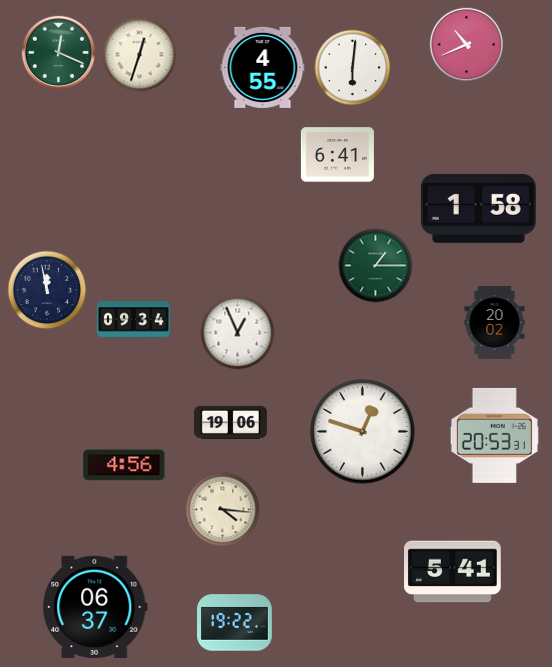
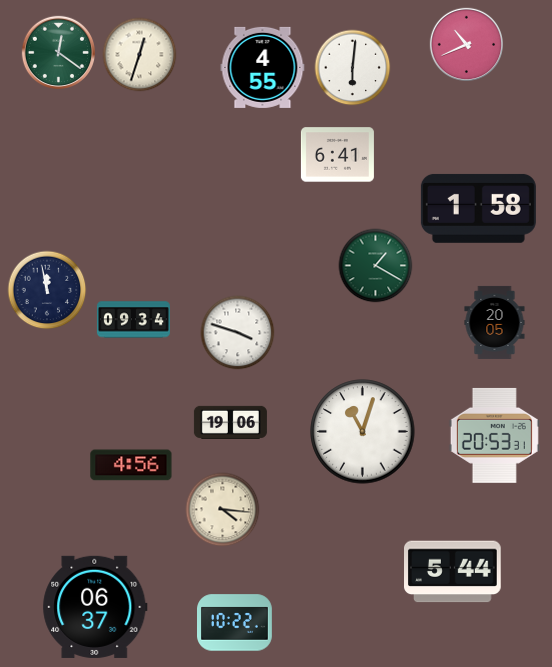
clock at (59, 53): 12:19 -> 12:21
clock at (376, 266): 1:15 -> 1:20
clock at (495, 322): 20:02 -> 20:05
clock at (238, 333): 12:56 -> 3:48
clock at (363, 432): 12:48 -> 11:03
clock at (124, 465) position: (124, 465) -> (131, 465)
clock at (453, 572): 5:41 -> 5:44
clock at (235, 623): 19:22 -> 10:22
